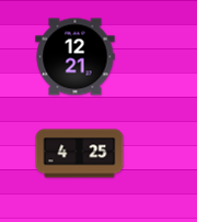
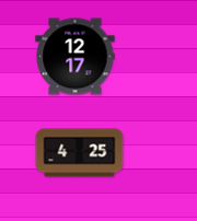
clock at (76, 57): 12:21 -> 12:17
